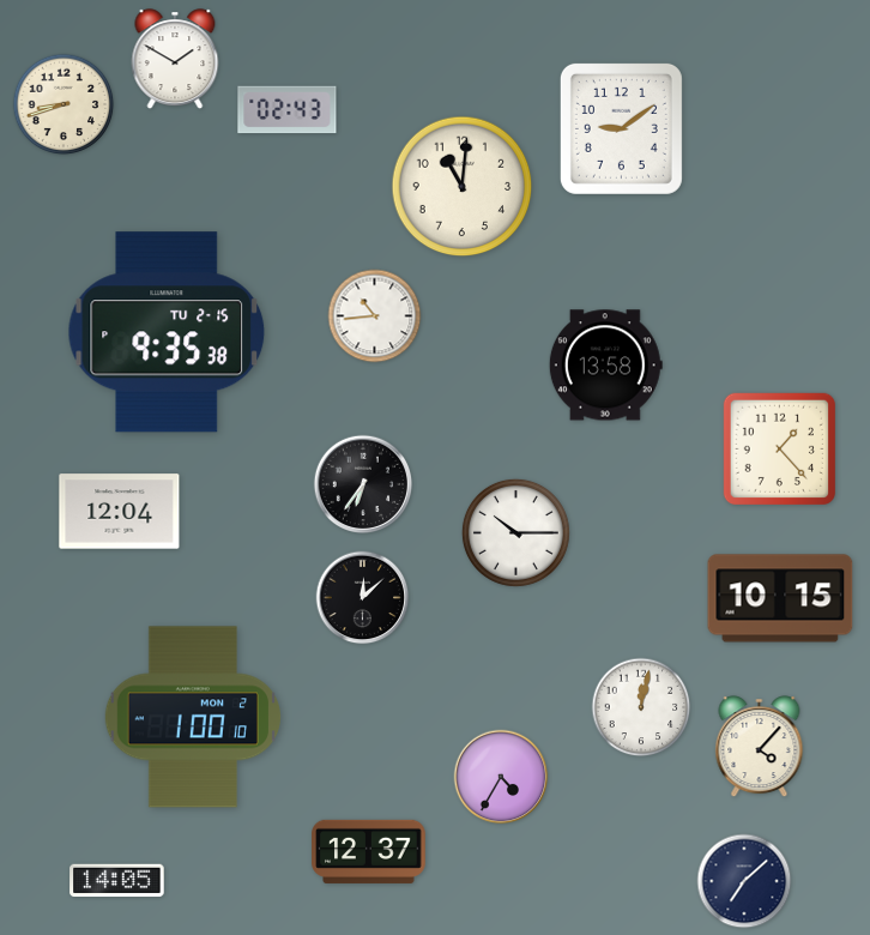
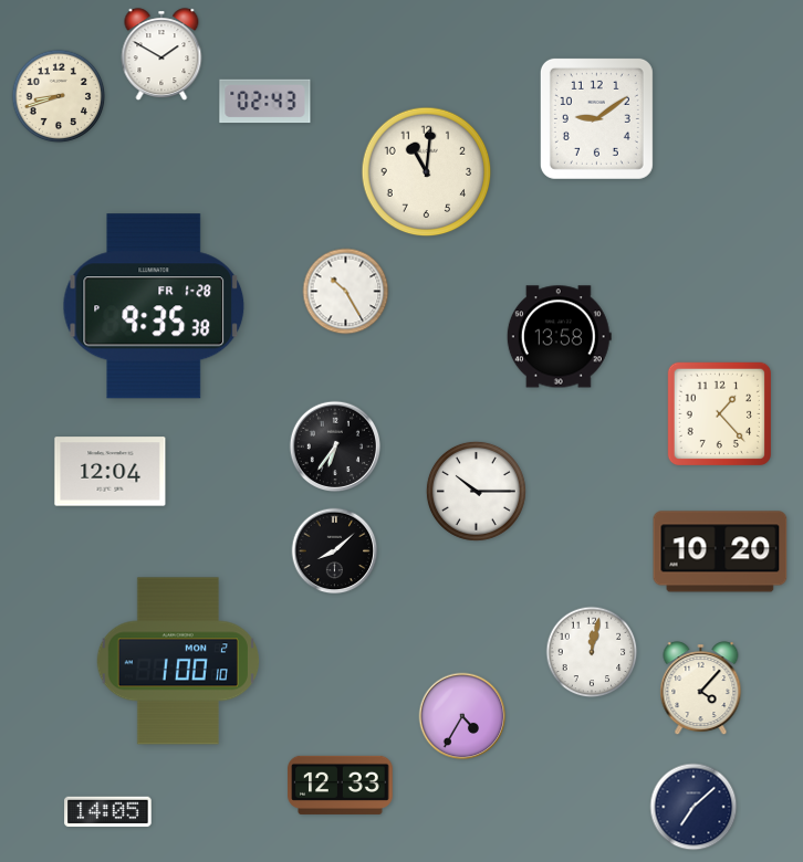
clock at (621, 128) position: (621, 128) -> (596, 118)
clock at (375, 316): 10:44 -> 10:25
clock at (167, 332) date: TU 2-15 -> FR 1-28
clock at (363, 598): 12:08 -> 8:08
clock at (780, 598): 10:15 -> 10:20
clock at (369, 851): 12:37 -> 12:33
clock at (744, 881) position: (744, 881) -> (693, 807)
